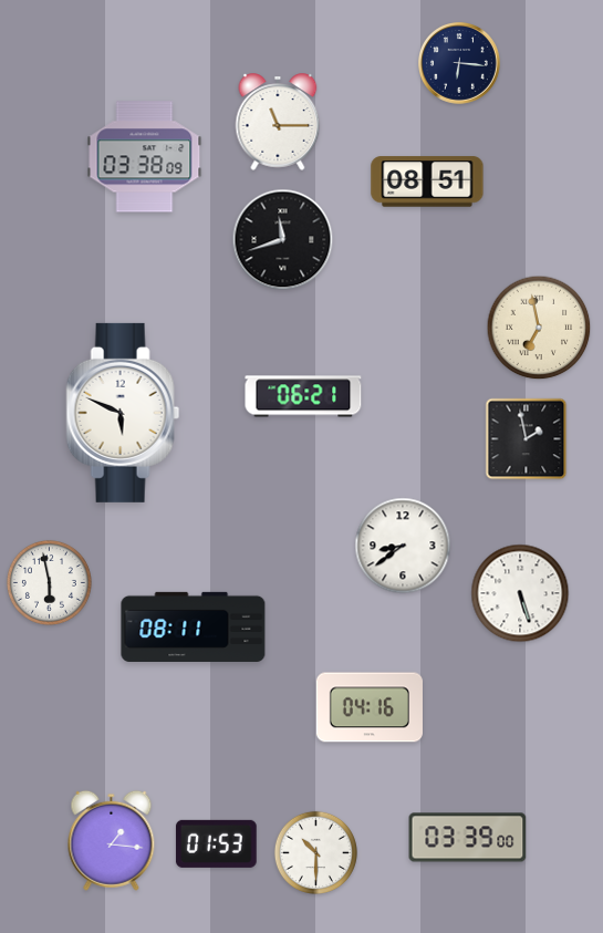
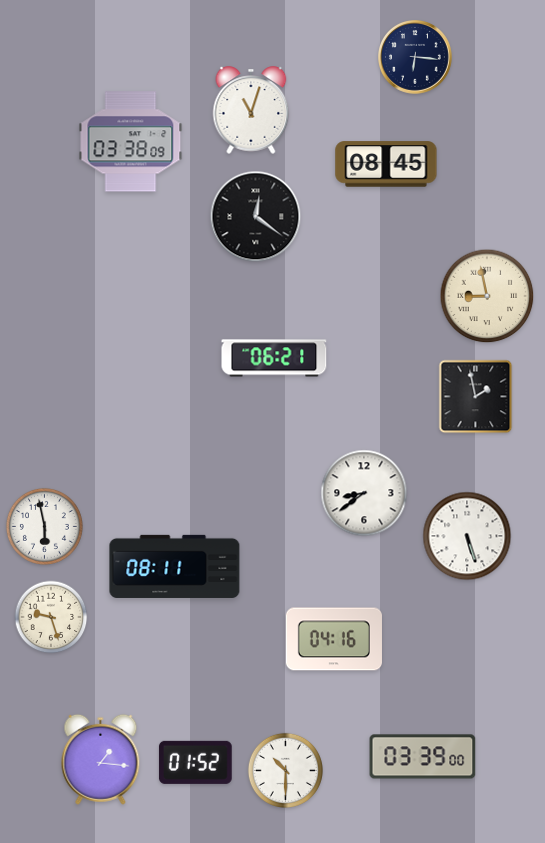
clock at (278, 122): 11:15 -> 11:03
clock at (427, 182): 08:51 -> 08:45
clock at (283, 240): 11:42 -> 12:21
clock at (539, 328): 6:58 -> 8:58
clock at (123, 413): 5:49 -> none
clock at (520, 593) position: (520, 593) -> (467, 536)
clock at (51, 617): none -> 9:27
clock at (217, 843): 01:53 -> 01:52
